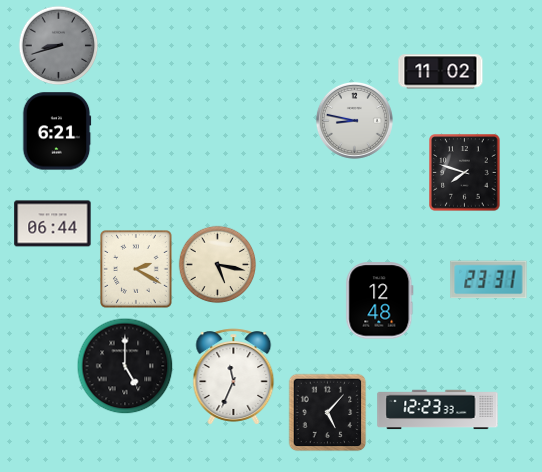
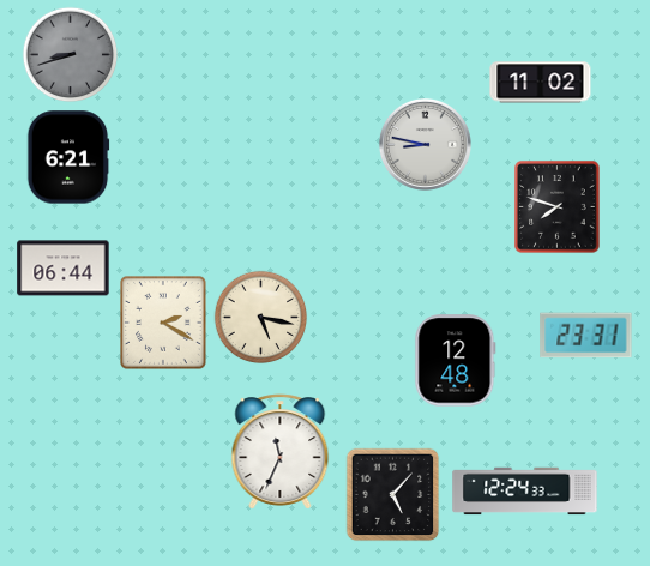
clock at (441, 72) position: (441, 72) -> (541, 83)
clock at (125, 366): 5:00 -> none
clock at (438, 410): 12:23 -> 12:24
